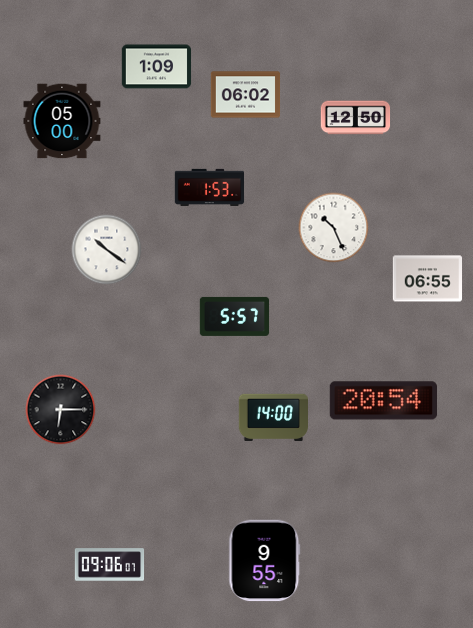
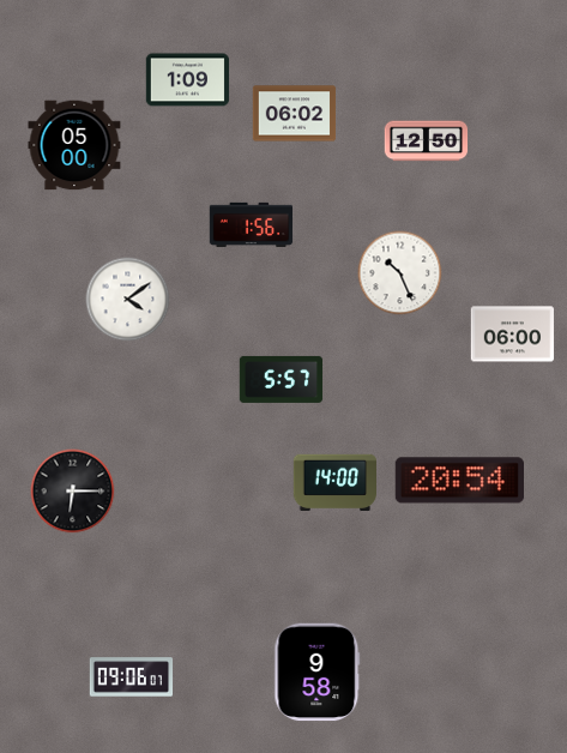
clock at (210, 187): 1:53 -> 1:56
clock at (107, 250): 10:21 -> 4:09
clock at (428, 279): 06:55 -> 06:00
clock at (273, 417) position: (273, 417) -> (334, 482)
clock at (265, 561): 9:55 -> 9:58
